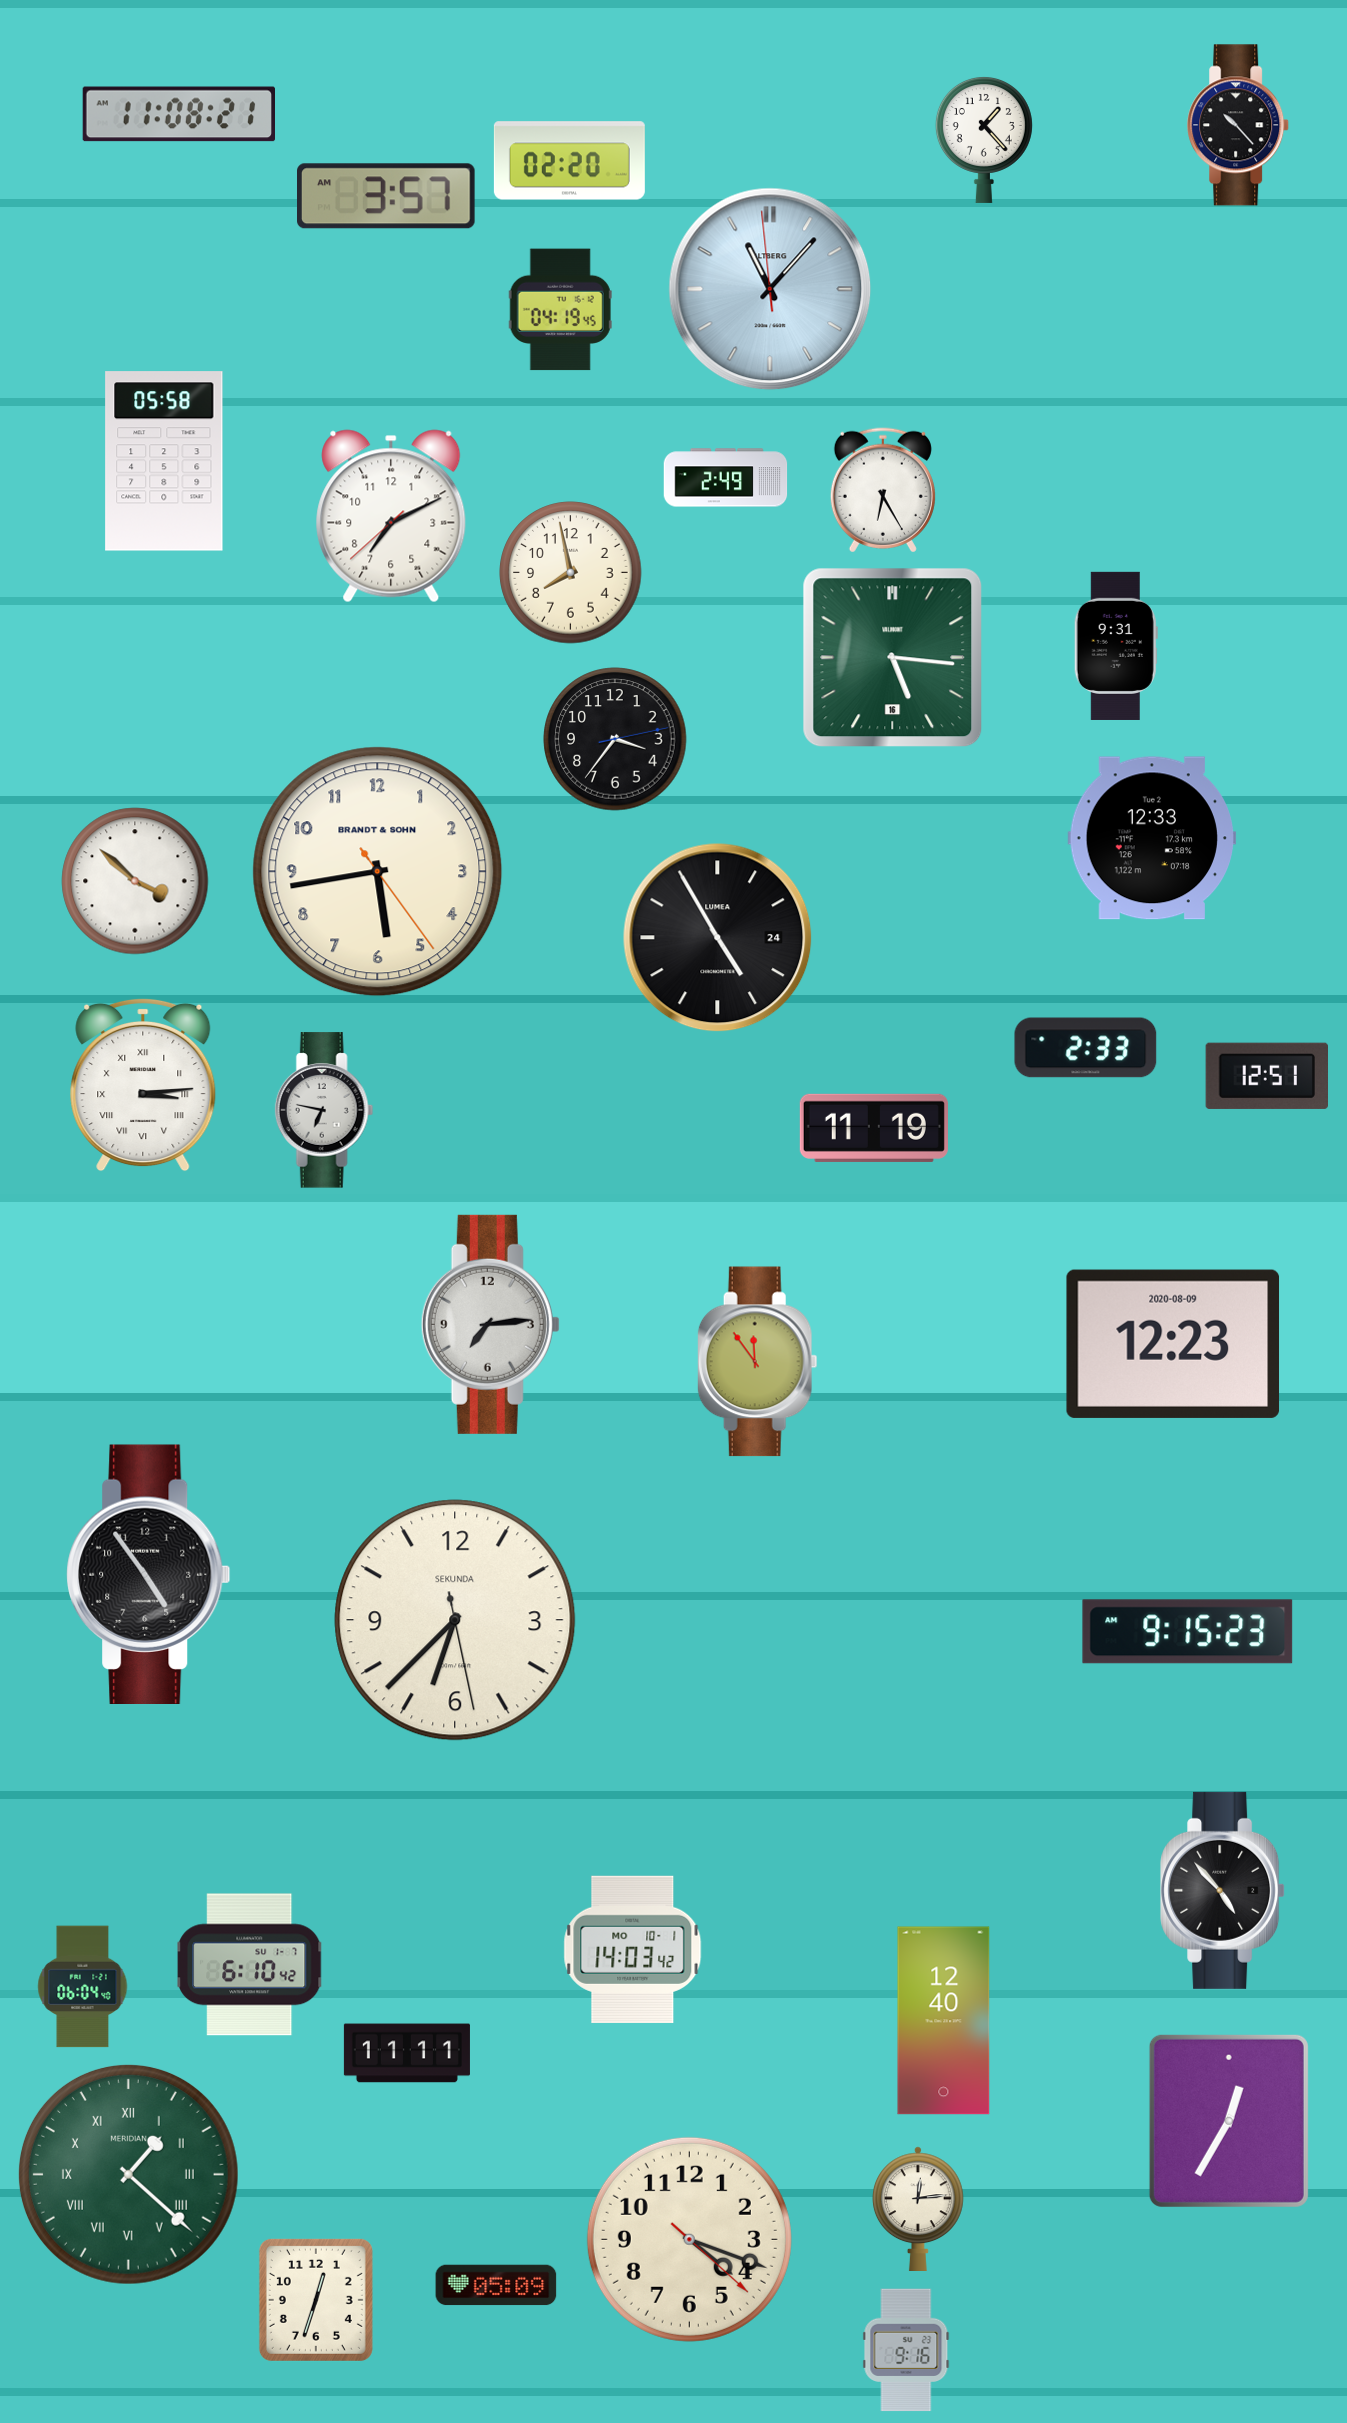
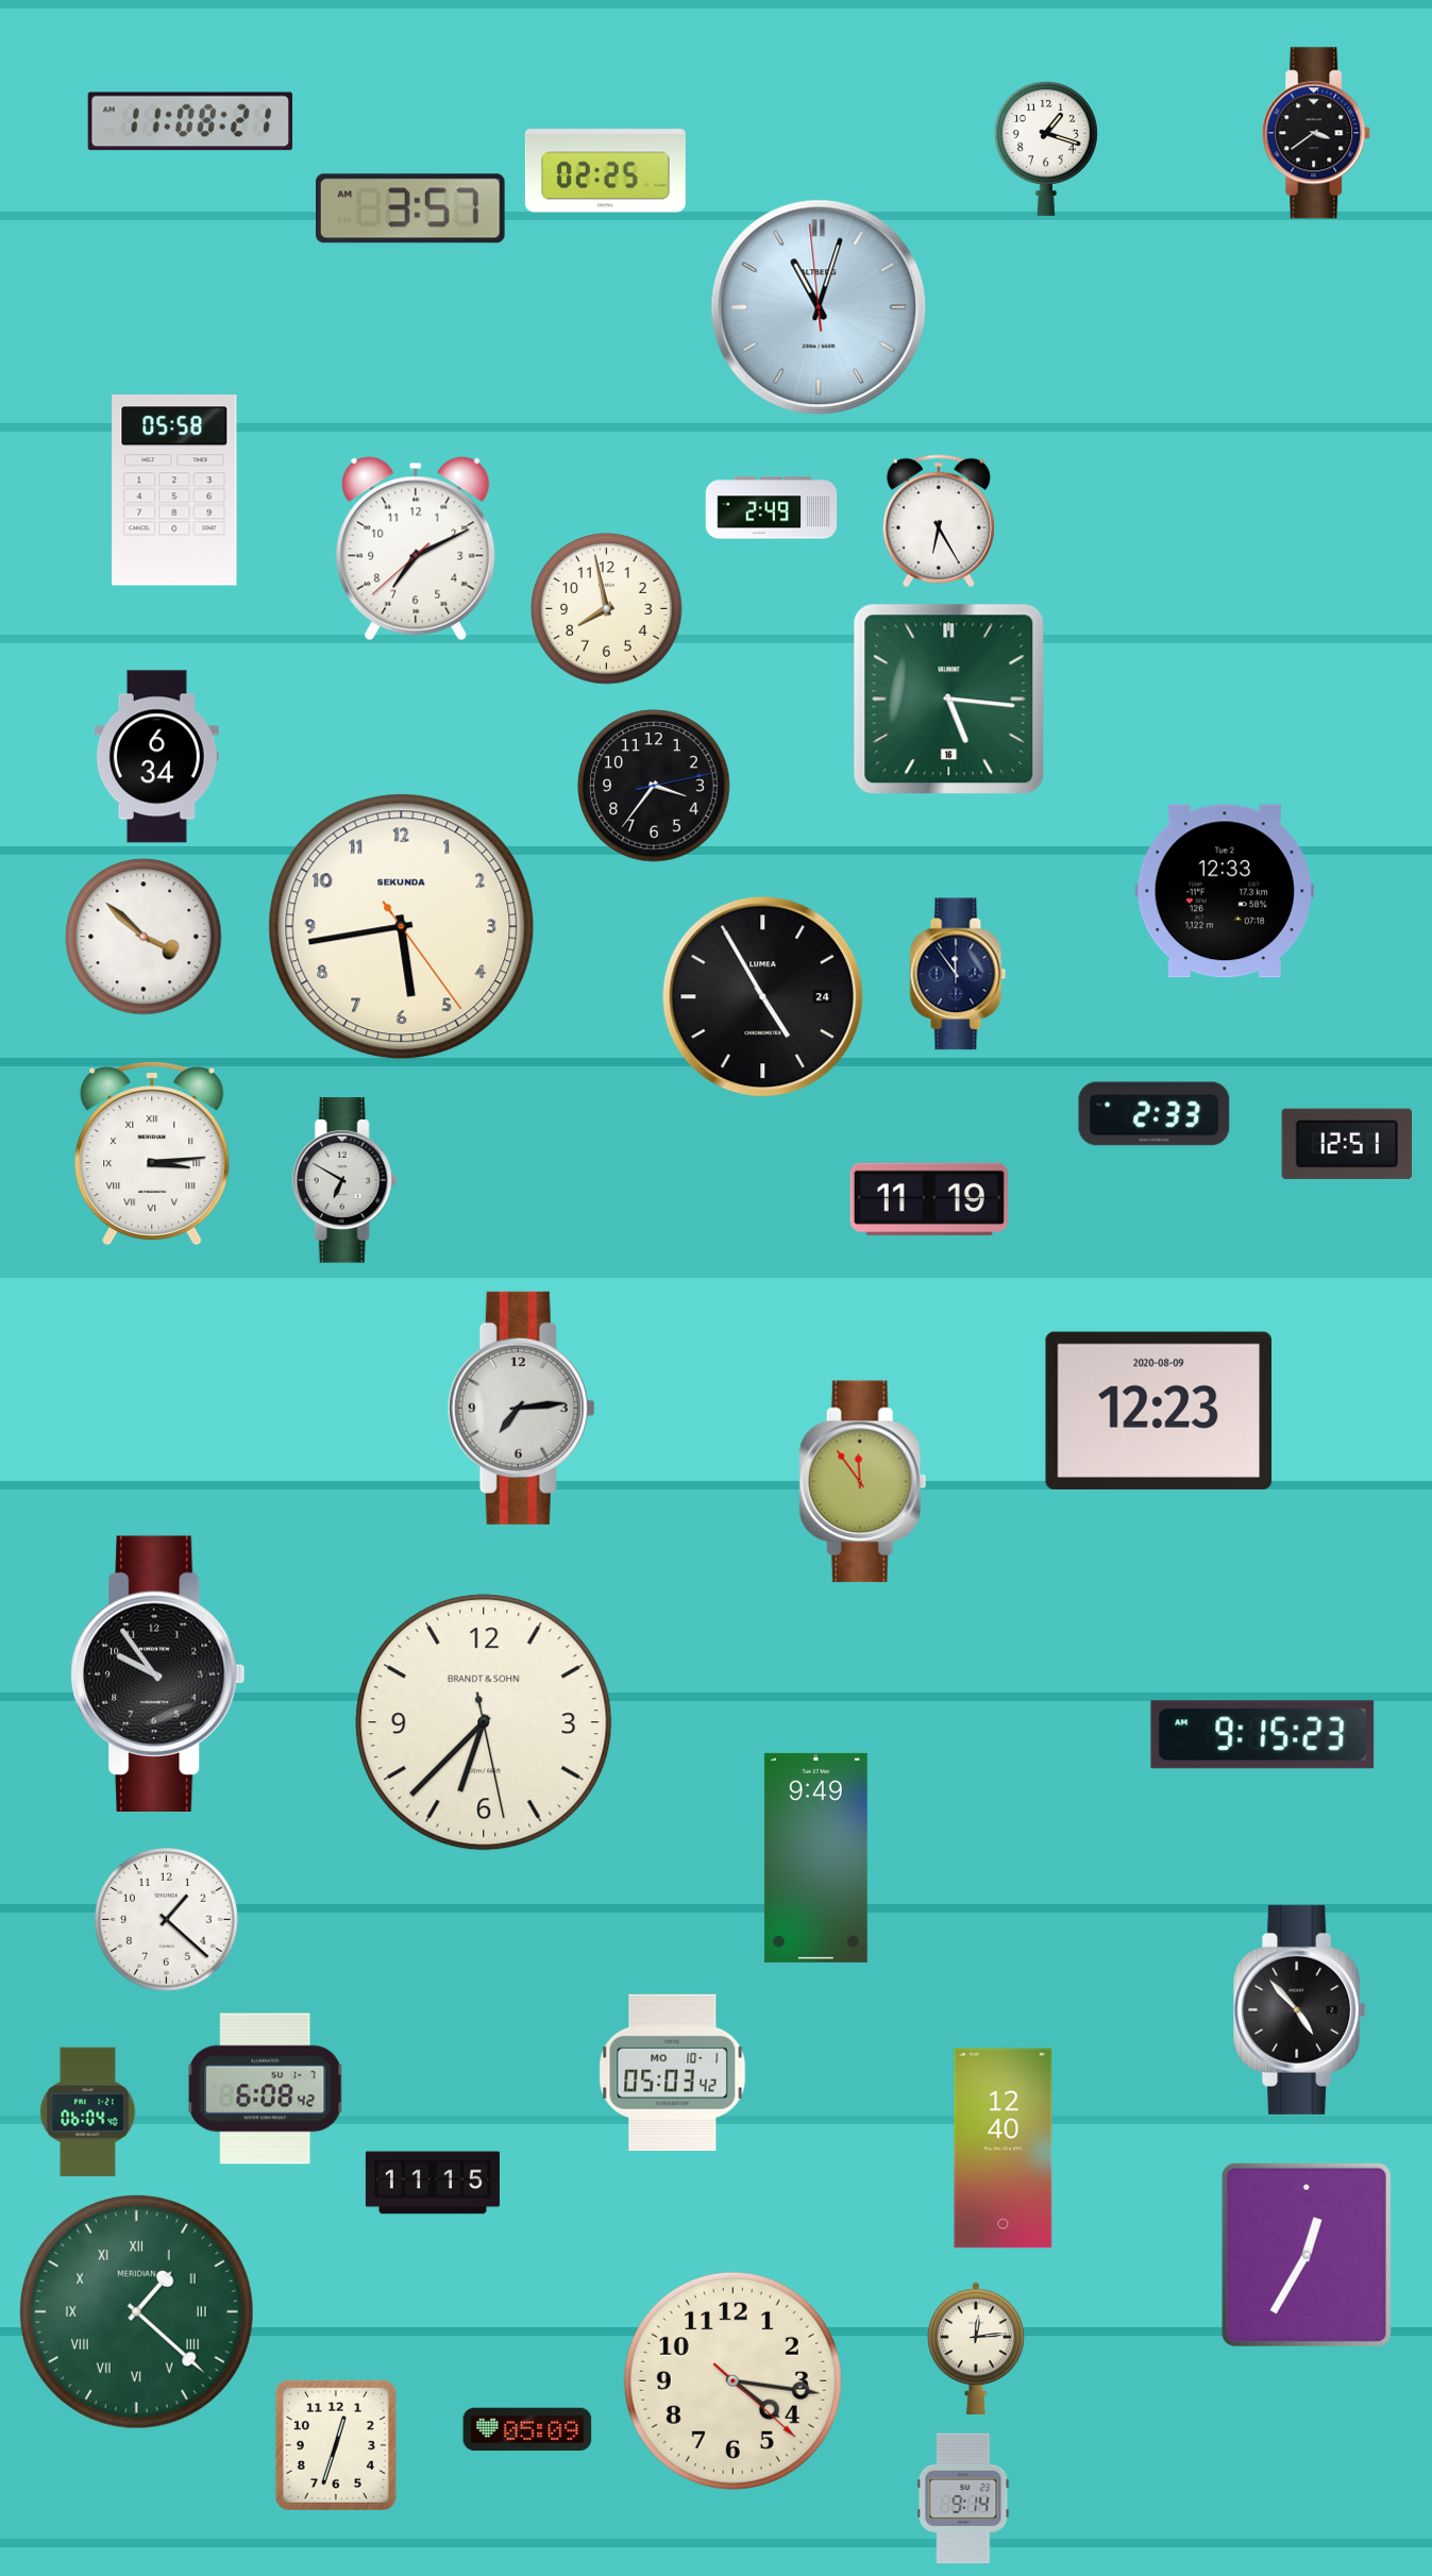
clock at (1239, 125): 10:23 -> 3:39
clock at (984, 139): 1:23 -> 1:18
clock at (569, 161): 02:20 -> 02:25
clock at (770, 289): 11:06 -> 11:02
clock at (560, 310): 04:19 -> none
clock at (1116, 646): 9:31 -> none
clock at (156, 757): none -> 6:34
clock at (378, 872) brand: BRANDT & SOHN -> SEKUNDA
clock at (958, 974): none -> 11:54
clock at (324, 1110): 6:47 -> 6:50
clock at (1173, 1344) position: (1173, 1344) -> (1159, 1411)
clock at (757, 1362) position: (757, 1362) -> (862, 1482)
clock at (149, 1574): 4:54 -> 9:54
clock at (455, 1620) brand: SEKUNDA -> BRANDT & SOHN
clock at (815, 1857): none -> 9:49
clock at (167, 1920): none -> 1:22
clock at (633, 1949): 14:03 -> 05:03
clock at (250, 1965): 6:10 -> 6:08
clock at (407, 2053): 11:11 -> 11:15
clock at (689, 2239): 4:18 -> 4:16
clock at (906, 2350): 9:16 -> 9:14
